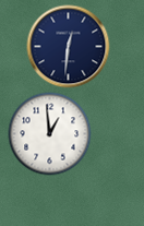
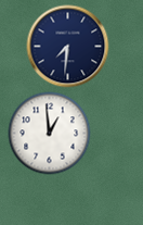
clock at (69, 47): 12:31 -> 7:31
